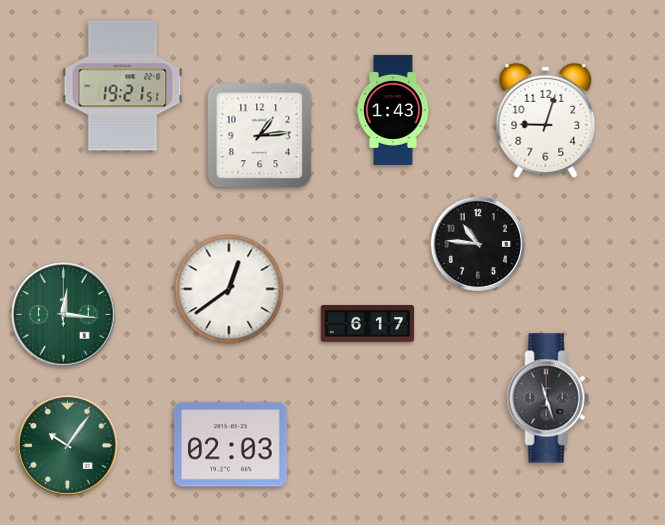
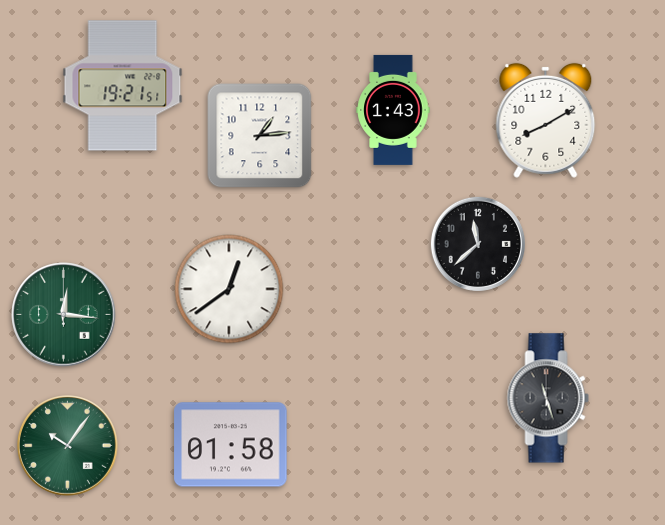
clock at (546, 120): 9:03 -> 8:10
clock at (478, 244): 10:46 -> 11:38
clock at (368, 324): 6:17 -> none
clock at (231, 445): 02:03 -> 01:58
